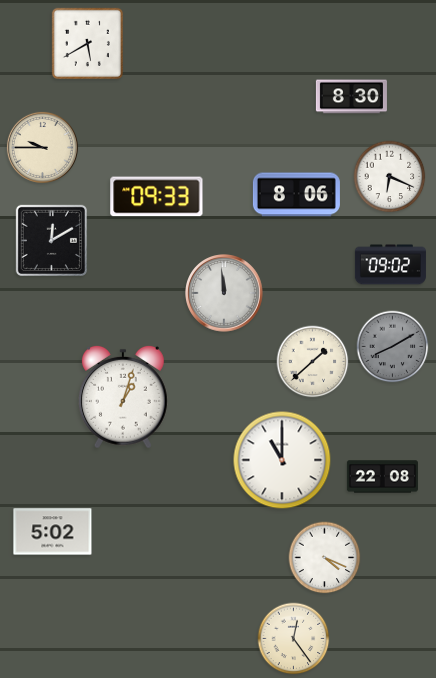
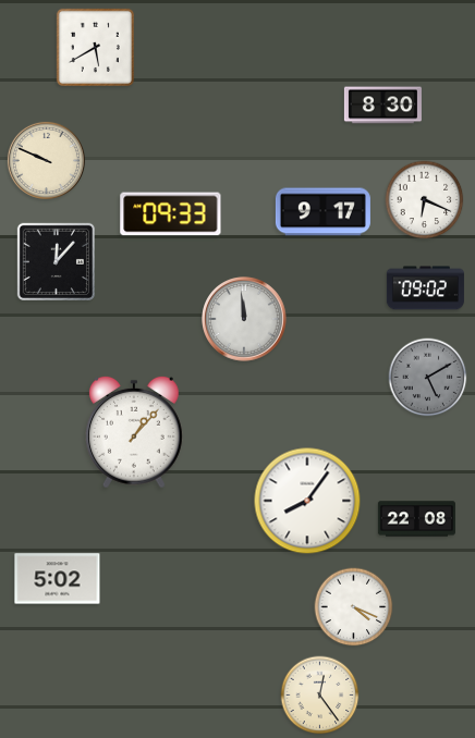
clock at (42, 147): 9:45 -> 9:49
clock at (390, 177) position: (390, 177) -> (425, 200)
clock at (296, 195): 8:06 -> 9:17
clock at (51, 240): 12:10 -> 12:07
clock at (393, 347): 8:10 -> 5:10
clock at (313, 362): 1:38 -> none
clock at (123, 397): 1:03 -> 1:07
clock at (282, 460): 11:00 -> 8:06
